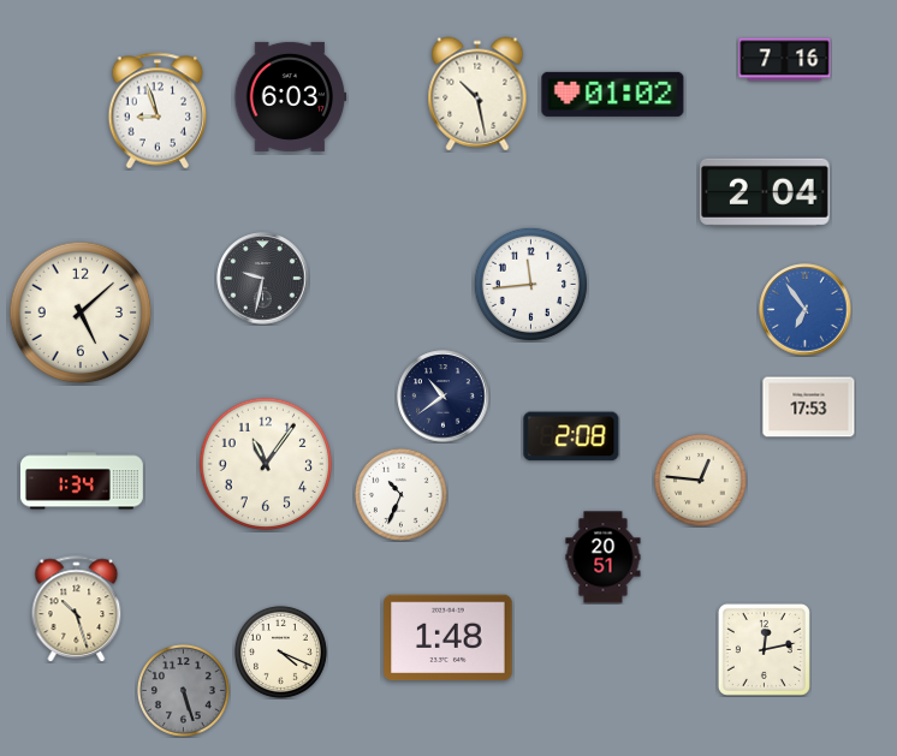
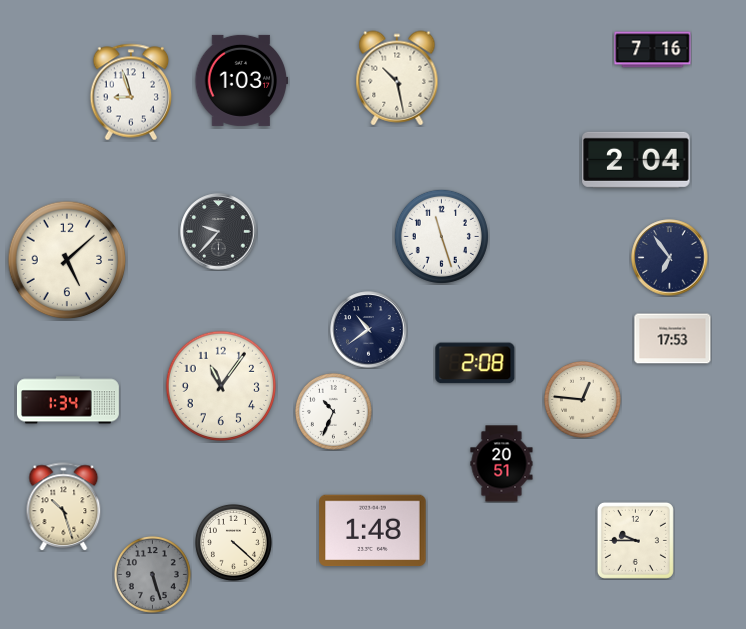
clock at (613, 94): 01:02 -> none
clock at (291, 96): 6:03 -> 1:03
clock at (263, 279): 9:32 -> 9:37
clock at (530, 284): 11:44 -> 11:27
clock at (806, 310) dial: blue -> navy
clock at (764, 649): 12:13 -> 9:45
clock at (280, 651): 4:19 -> 4:22
